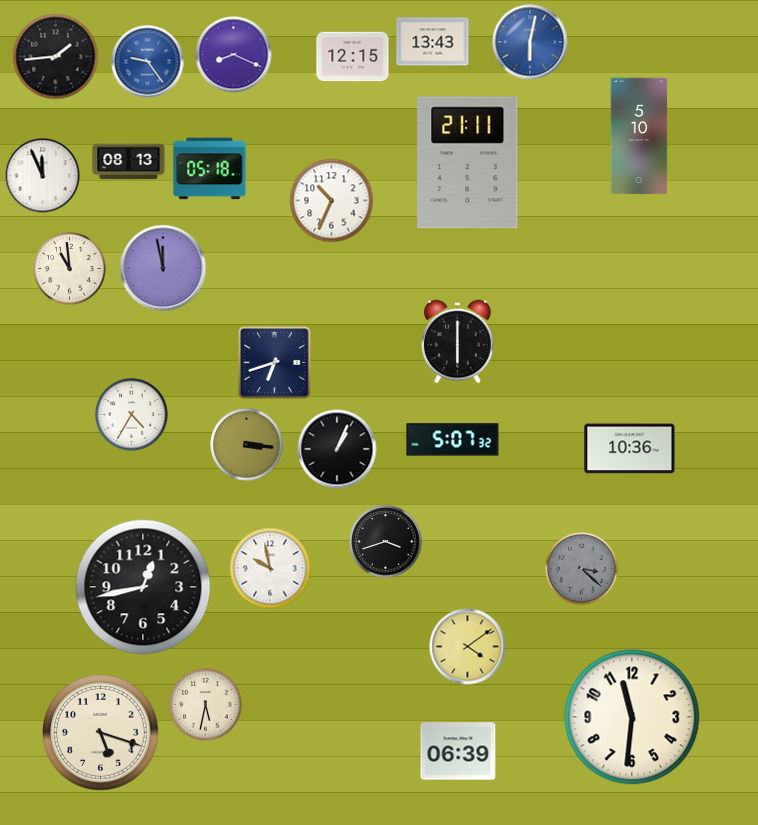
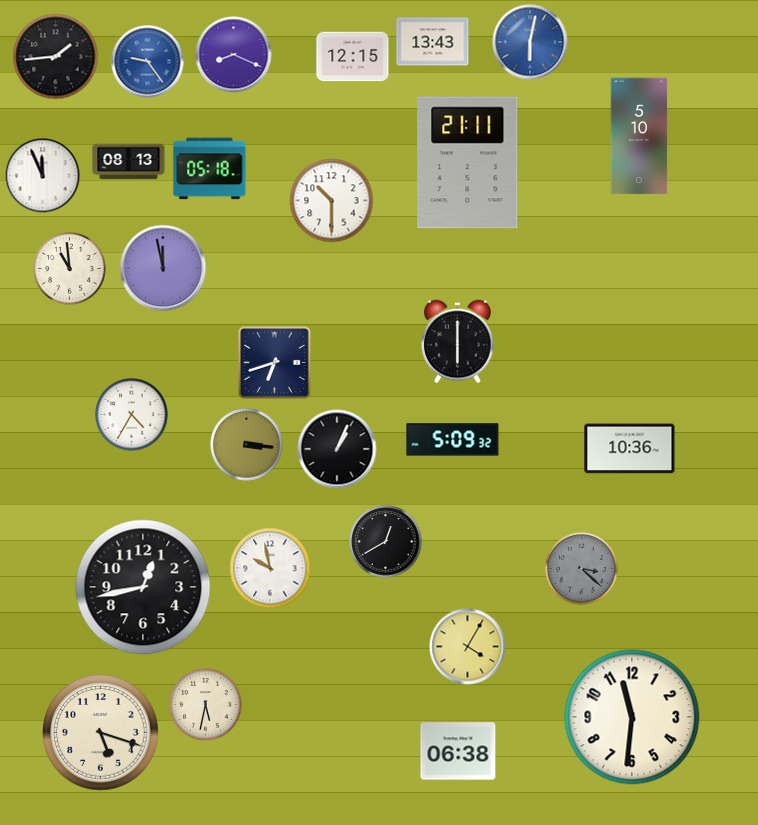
clock at (332, 201): 10:34 -> 10:30
clock at (453, 440): 5:07 -> 5:09
clock at (386, 542): 3:42 -> 12:40
clock at (468, 647): 4:09 -> 4:05
clock at (458, 751): 06:39 -> 06:38
